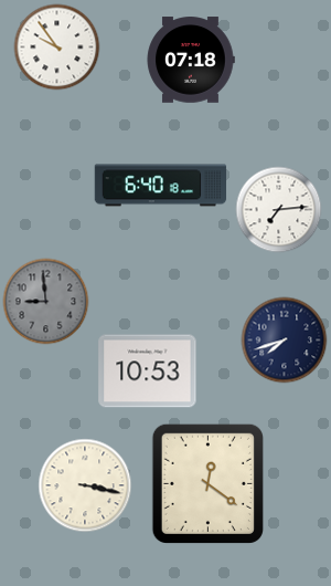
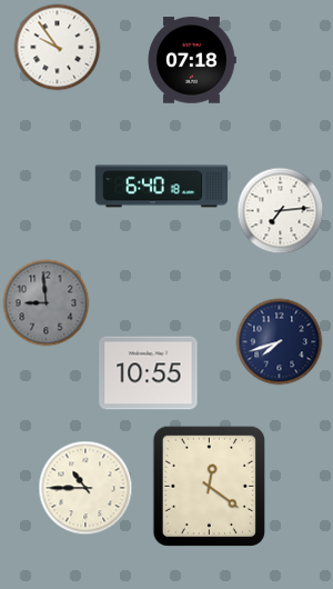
clock at (284, 339) position: (284, 339) -> (279, 341)
clock at (148, 372): 10:53 -> 10:55
clock at (85, 485): 3:17 -> 10:45
